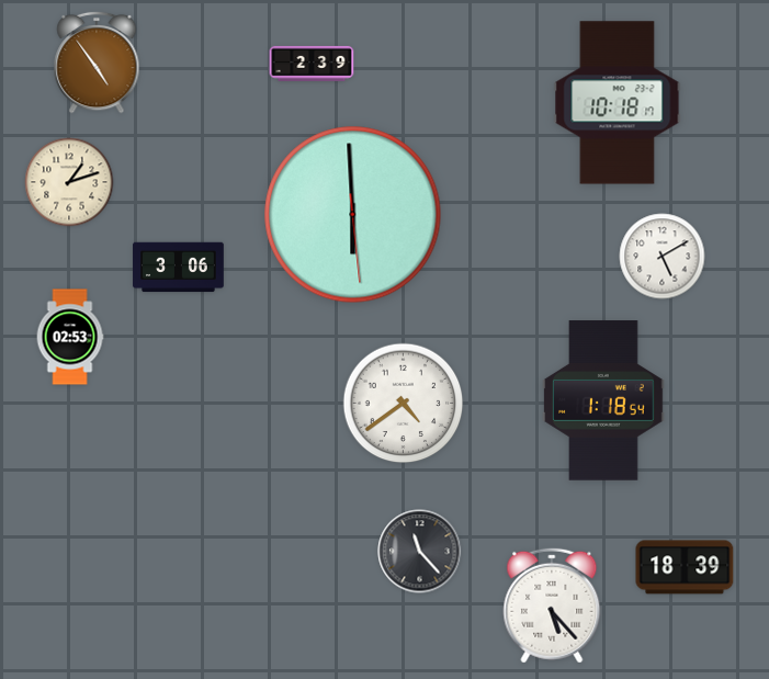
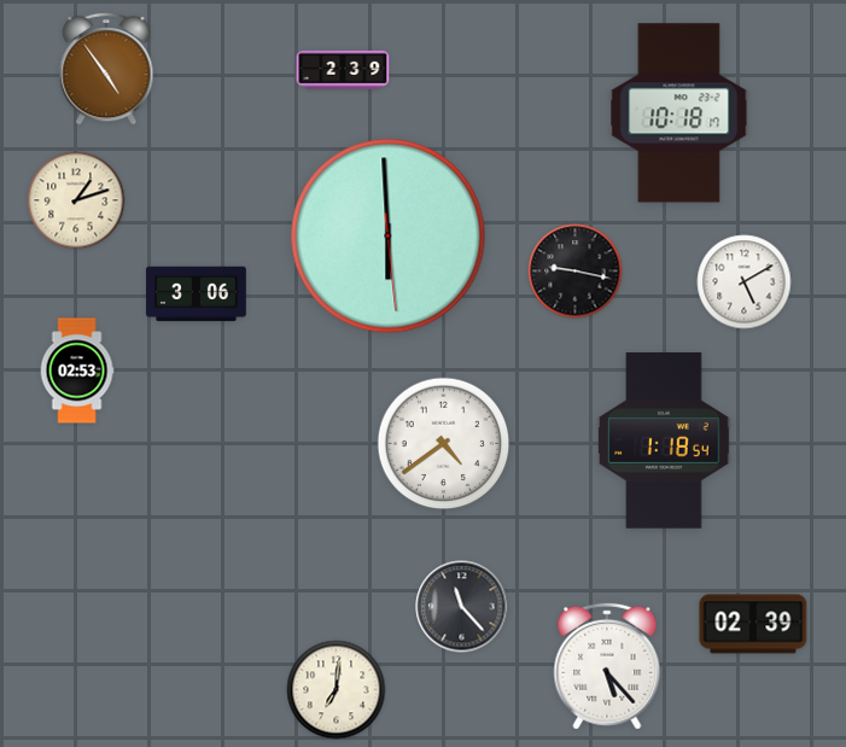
clock at (576, 272): none -> 9:17
clock at (663, 257) position: (663, 257) -> (745, 282)
clock at (685, 567): 18:39 -> 02:39
clock at (337, 690): none -> 7:01
